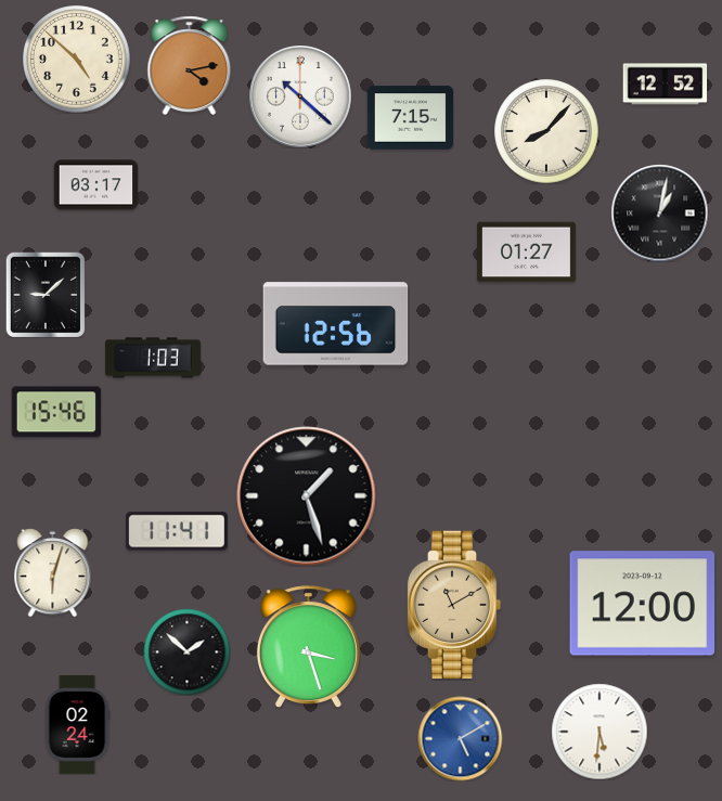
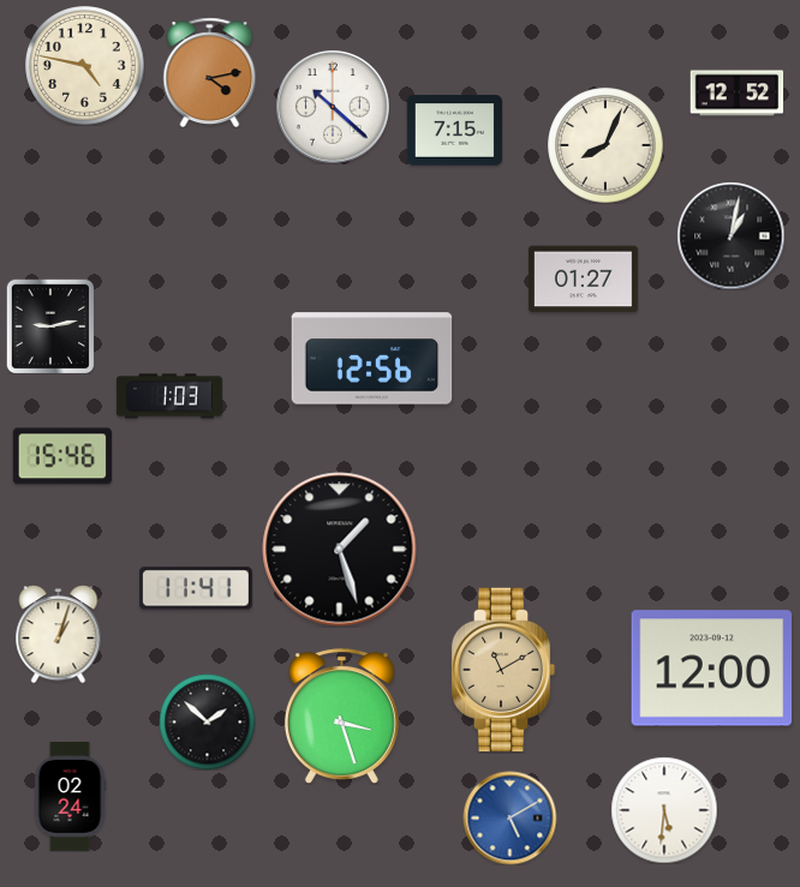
clock at (77, 60): 4:52 -> 4:47
clock at (546, 131): 8:07 -> 8:04
clock at (95, 185): 03:17 -> none
clock at (44, 295): 9:08 -> 9:13
clock at (53, 572): 6:03 -> 1:03
clock at (77, 724) position: (77, 724) -> (70, 796)
